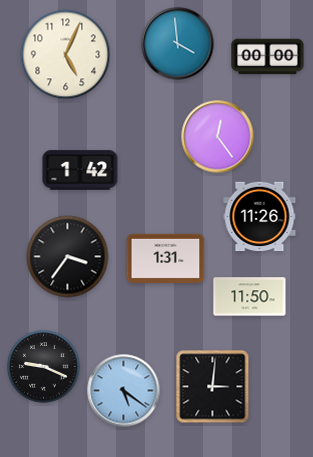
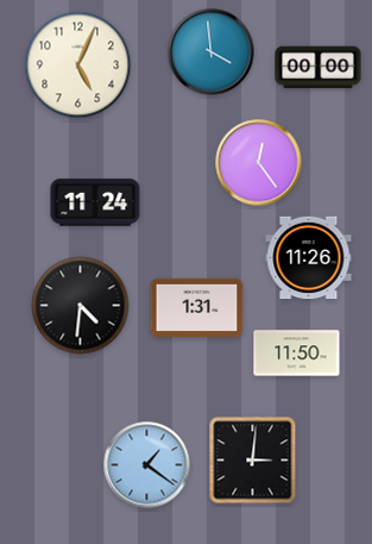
clock at (80, 170): 1:42 -> 11:24
clock at (68, 257): 3:36 -> 4:31
clock at (44, 367): 9:19 -> none
clock at (124, 391): 5:21 -> 1:21
